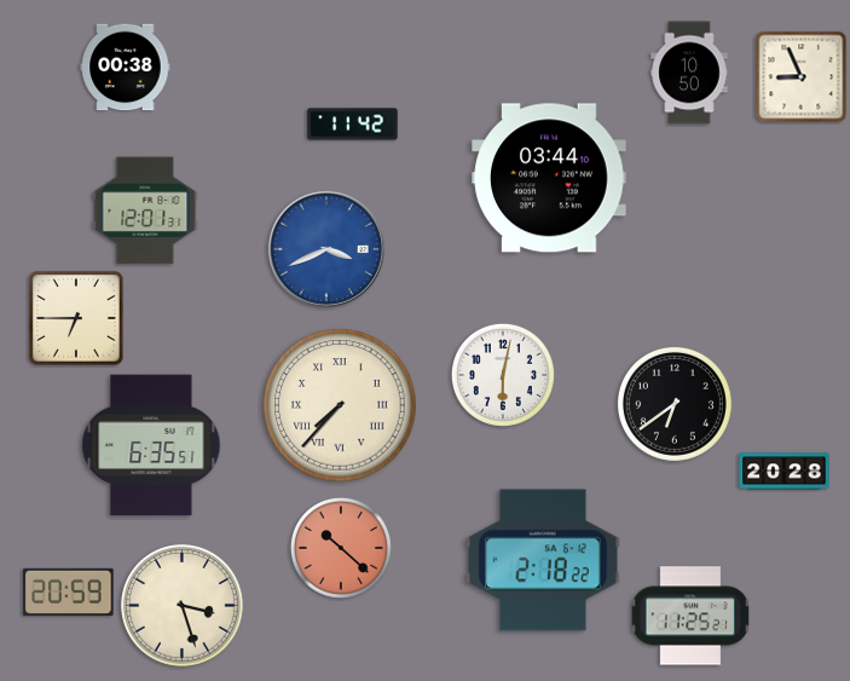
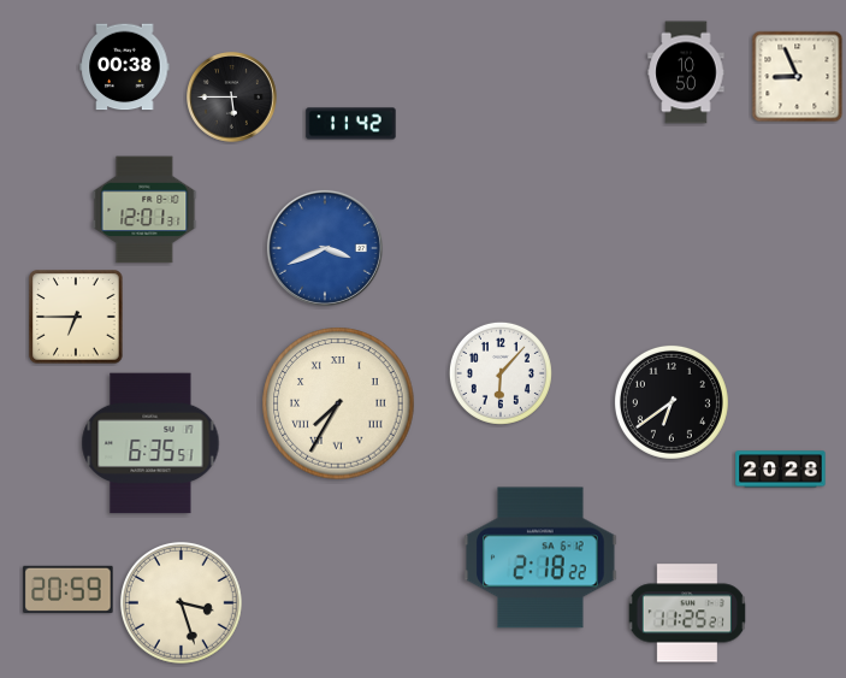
clock at (232, 98): none -> 5:45
clock at (549, 178): 03:44 -> none
clock at (503, 375): 6:02 -> 6:07
clock at (340, 405): 7:37 -> 7:35
clock at (341, 548): 10:22 -> none
